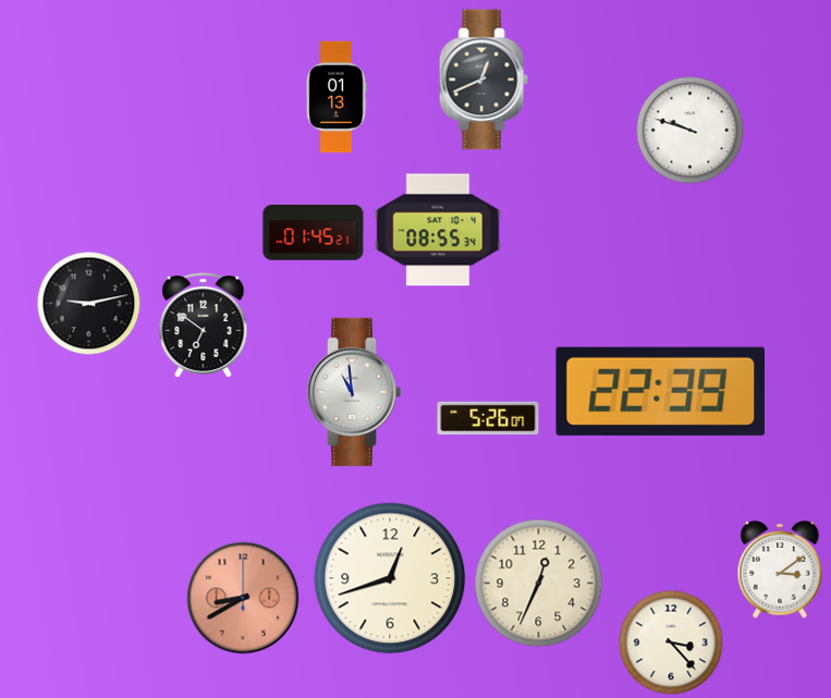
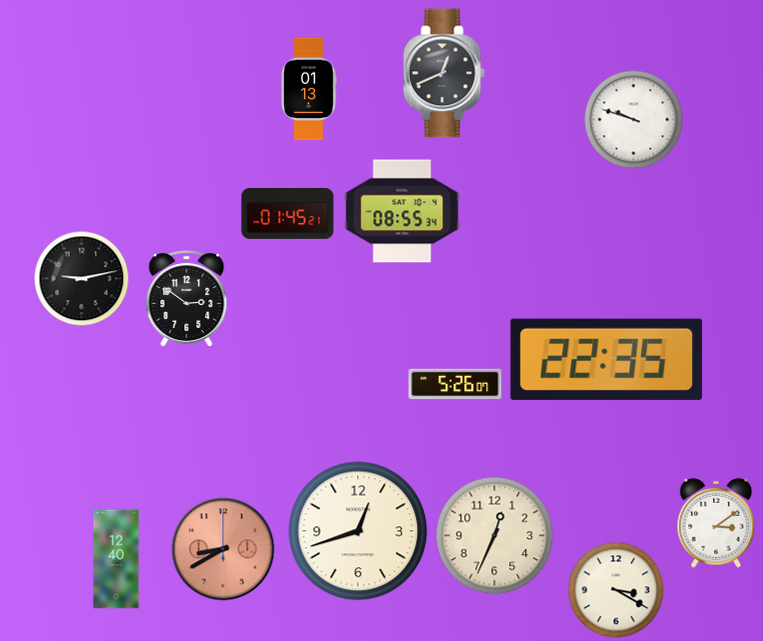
clock at (204, 326): 6:51 -> 2:51
clock at (660, 391): 22:39 -> 22:35
clock at (354, 392): 10:59 -> none
clock at (488, 418) position: (488, 418) -> (455, 384)
clock at (116, 559): none -> 12:40
clock at (671, 642): 3:23 -> 3:20
